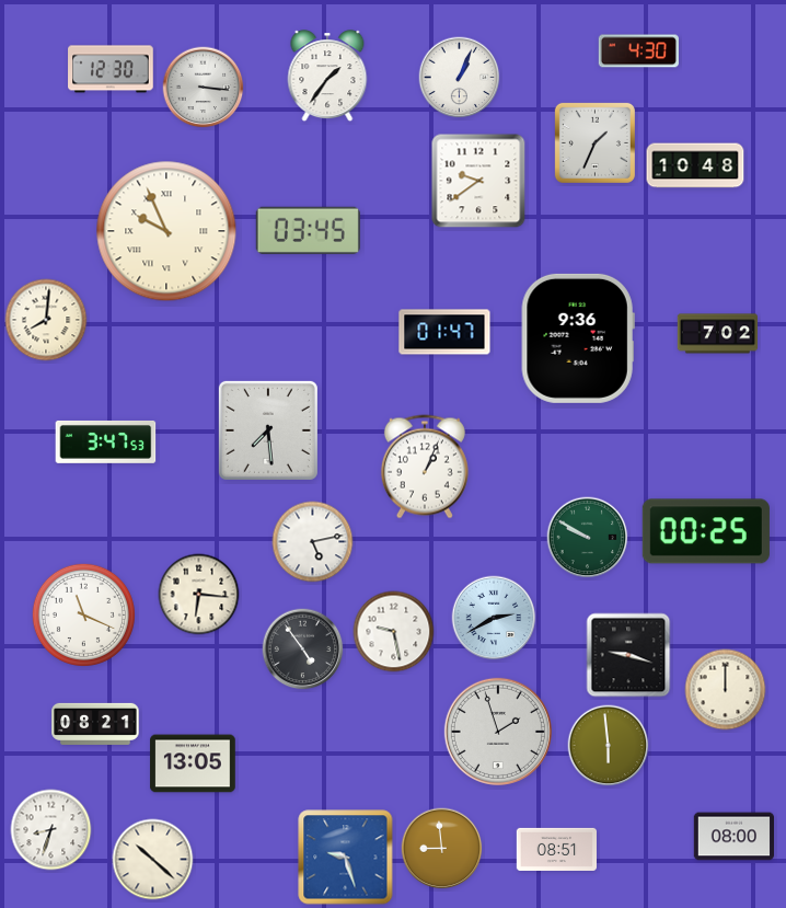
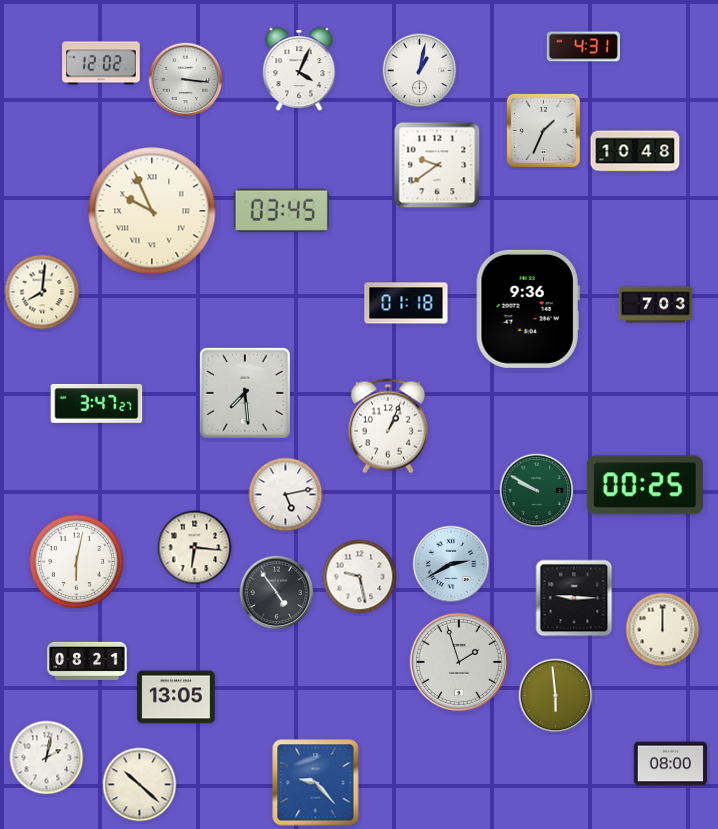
clock at (638, 51): 4:30 -> 4:31
clock at (111, 69): 12:30 -> 12:02
clock at (327, 77): 1:36 -> 4:04
clock at (460, 78): 1:04 -> 1:02
clock at (444, 332): 01:47 -> 01:18
clock at (717, 334): 7:02 -> 7:03
clock at (106, 442): 3:47:53 -> 3:47:27
clock at (199, 595) position: (199, 595) -> (195, 548)
clock at (83, 614): 11:19 -> 6:02
clock at (628, 655): 9:18 -> 9:15
clock at (498, 732) position: (498, 732) -> (459, 662)
clock at (609, 746) position: (609, 746) -> (556, 696)
clock at (51, 830): 8:33 -> 2:02
clock at (442, 849): 8:59 -> none
clock at (556, 849): 08:51 -> none
clock at (346, 858): 9:27 -> 9:23
